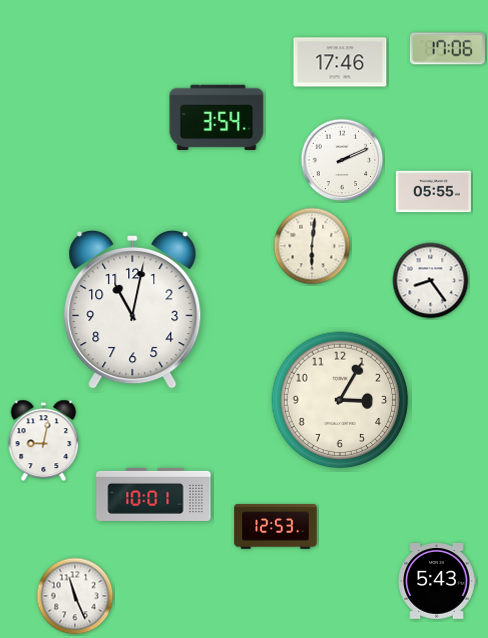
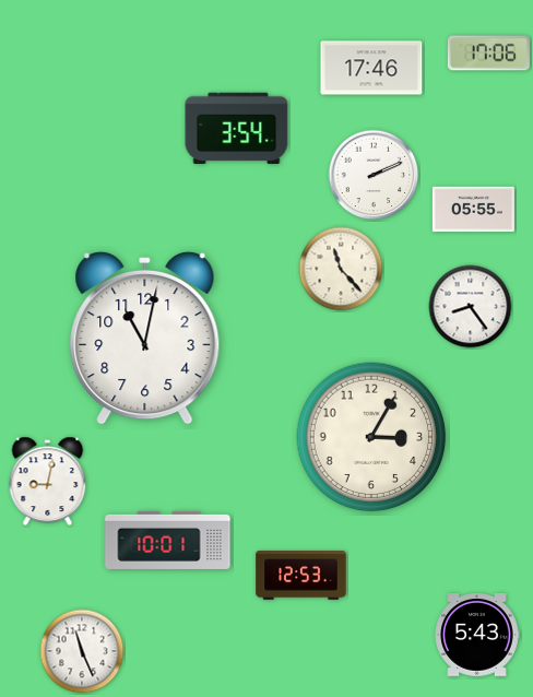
clock at (312, 246): 6:01 -> 11:23
